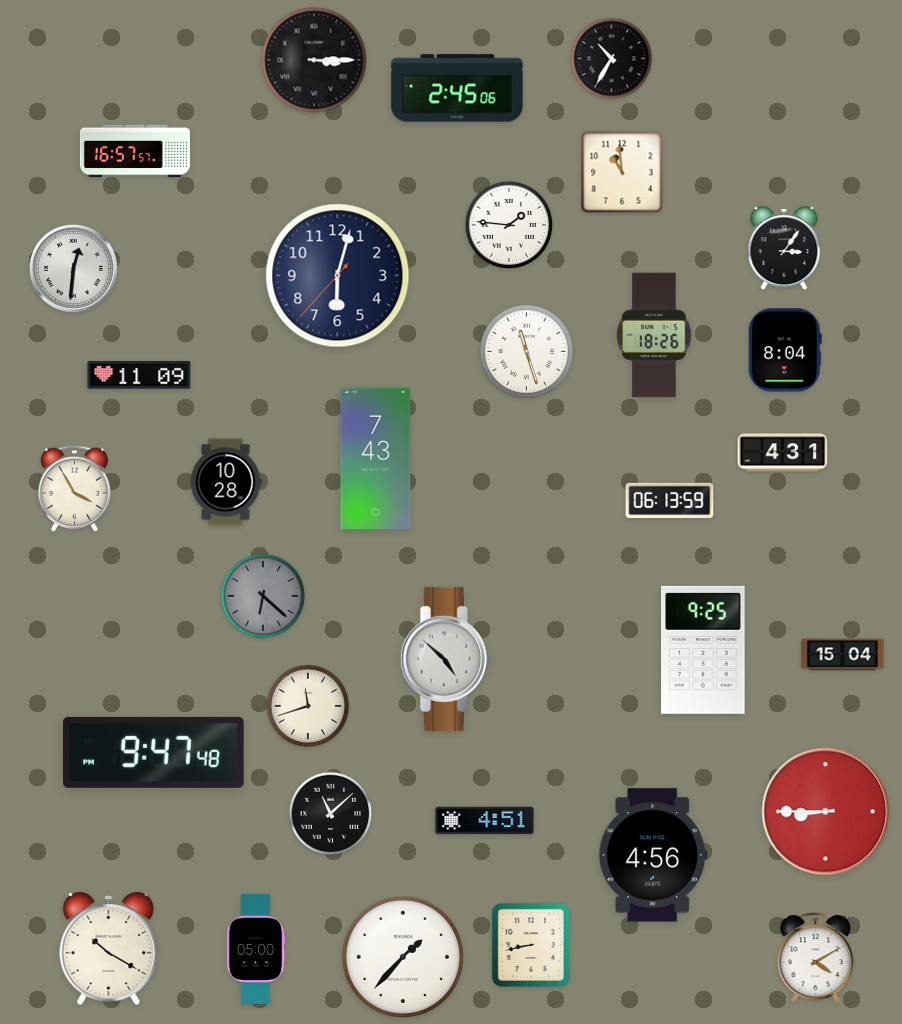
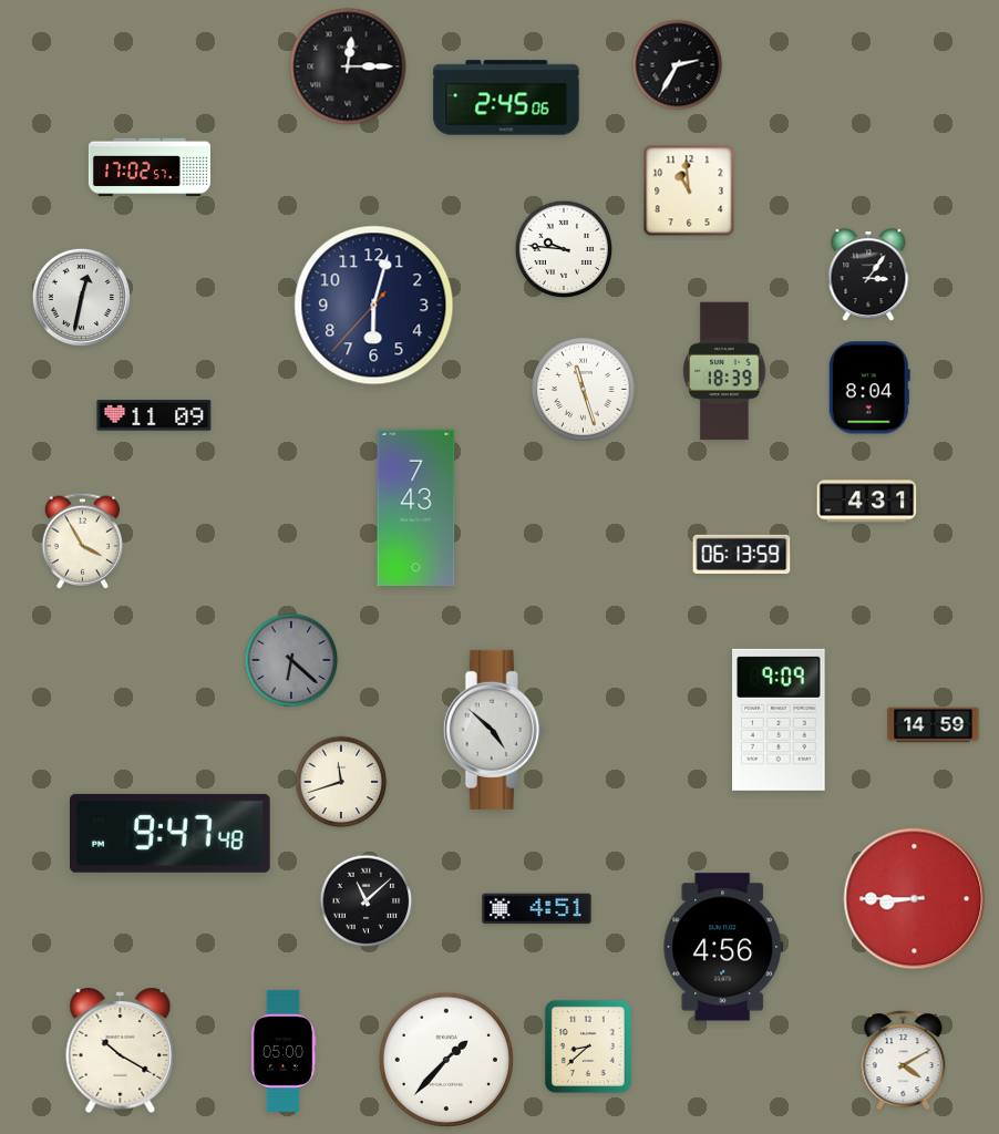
clock at (612, 59): 10:35 -> 2:35
clock at (314, 60): 3:15 -> 12:15
clock at (135, 151): 16:57 -> 17:02
clock at (508, 224): 1:46 -> 9:46
clock at (73, 268): 12:31 -> 12:32
clock at (654, 335): 18:26 -> 18:39
clock at (226, 482): 10:28 -> none
clock at (704, 650): 9:25 -> 9:09
clock at (843, 655): 15:04 -> 14:59
clock at (531, 945): 8:43 -> 8:38
